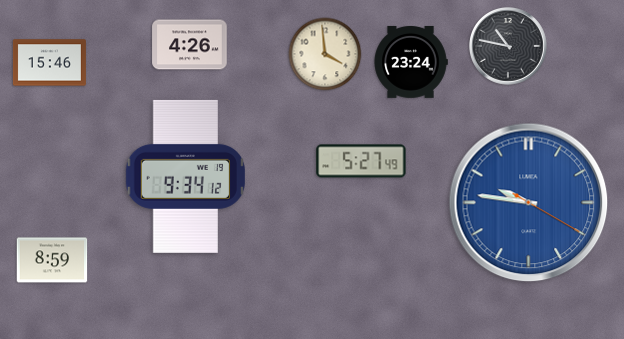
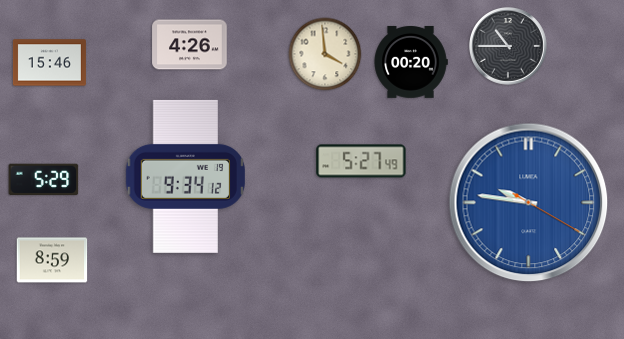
clock at (508, 46): 10:47 -> 10:45
clock at (411, 62): 23:24 -> 00:20
clock at (44, 180): none -> 5:29
